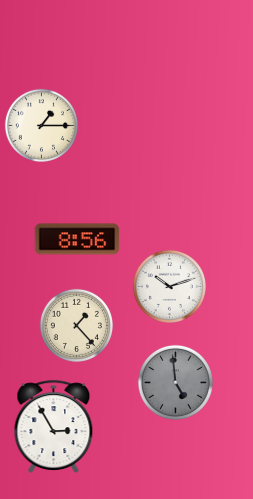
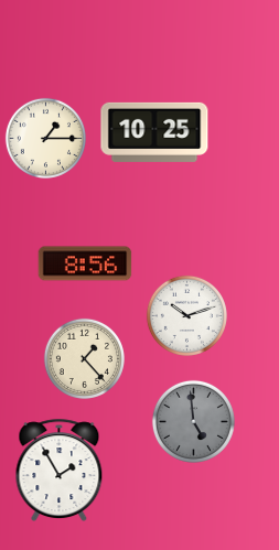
clock at (154, 132): none -> 10:25
clock at (54, 426): 2:55 -> 1:55
